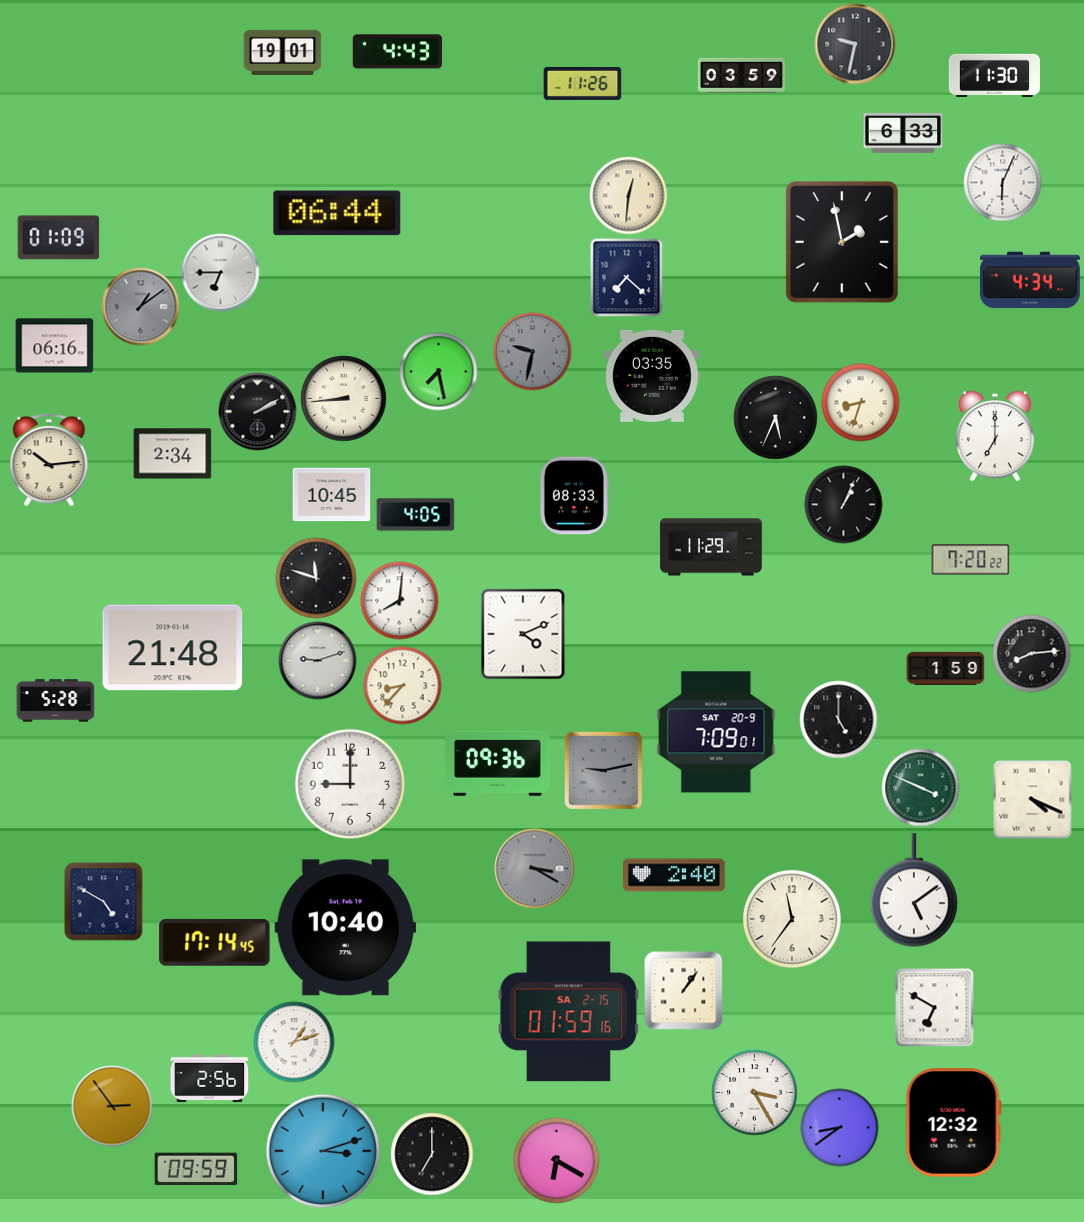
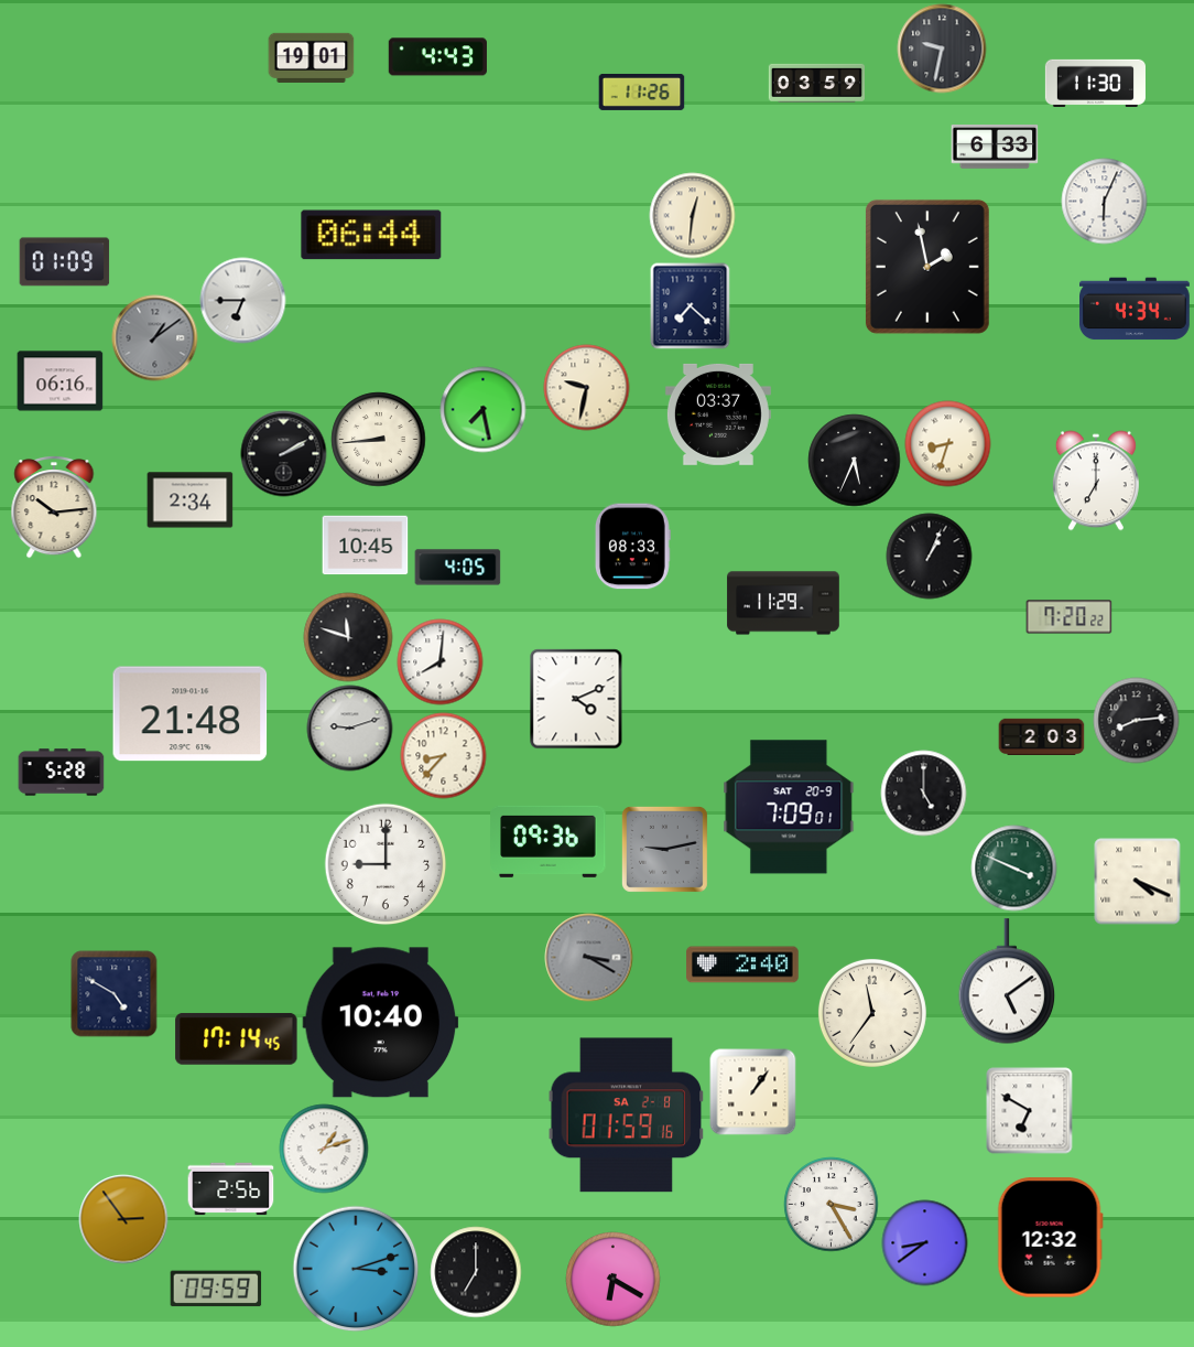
clock at (532, 351) dial: grey -> cream
clock at (652, 376): 03:35 -> 03:37
clock at (945, 668): 1:59 -> 2:03
clock at (569, 1012) date: SA 2-15 -> SA 2-8
